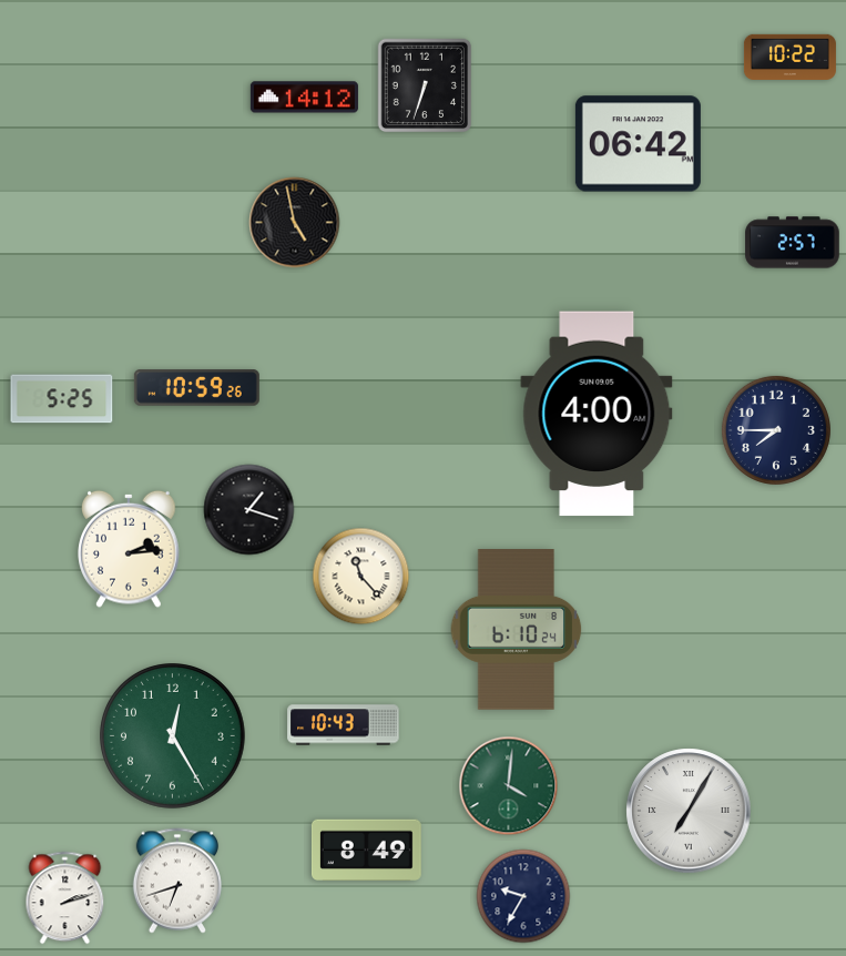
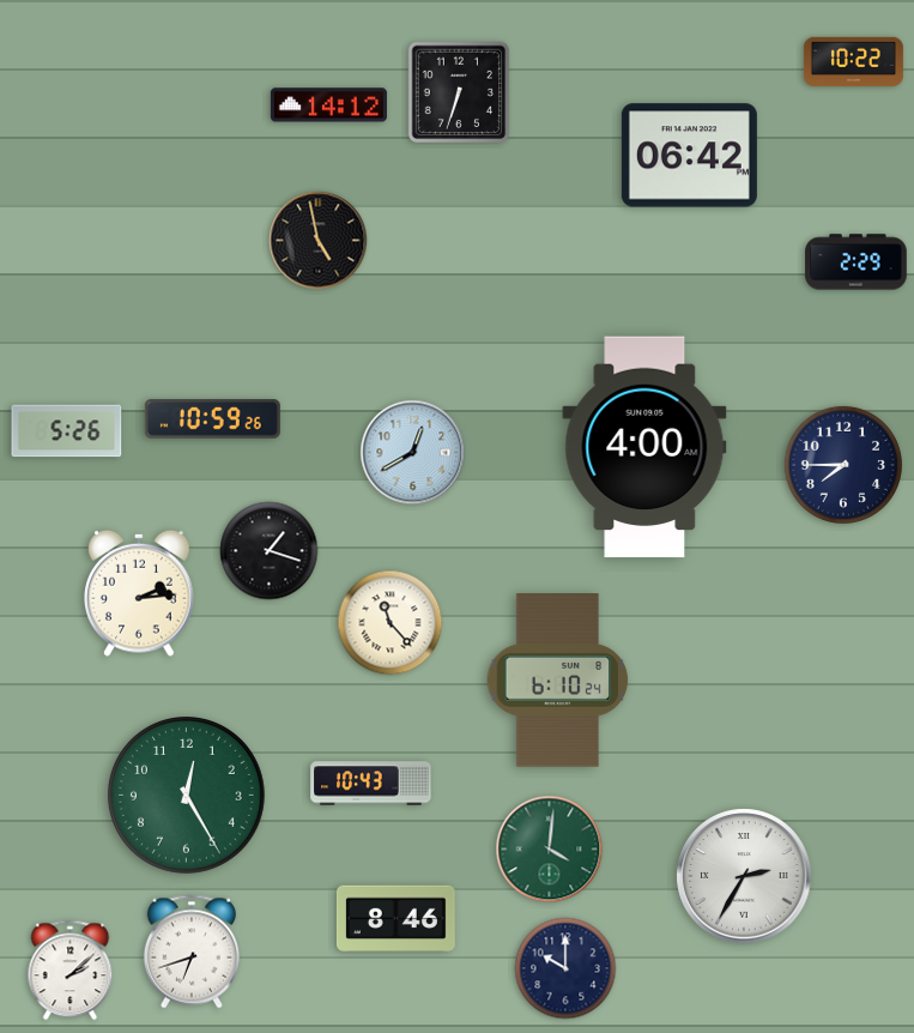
clock at (793, 243): 2:57 -> 2:29
clock at (62, 399): 5:25 -> 5:26
clock at (413, 453): none -> 12:40
clock at (776, 430) position: (776, 430) -> (843, 465)
clock at (689, 811): 7:05 -> 2:35
clock at (366, 850): 8:49 -> 8:46
clock at (523, 896): 9:35 -> 10:00
clock at (65, 898): 2:12 -> 2:08
